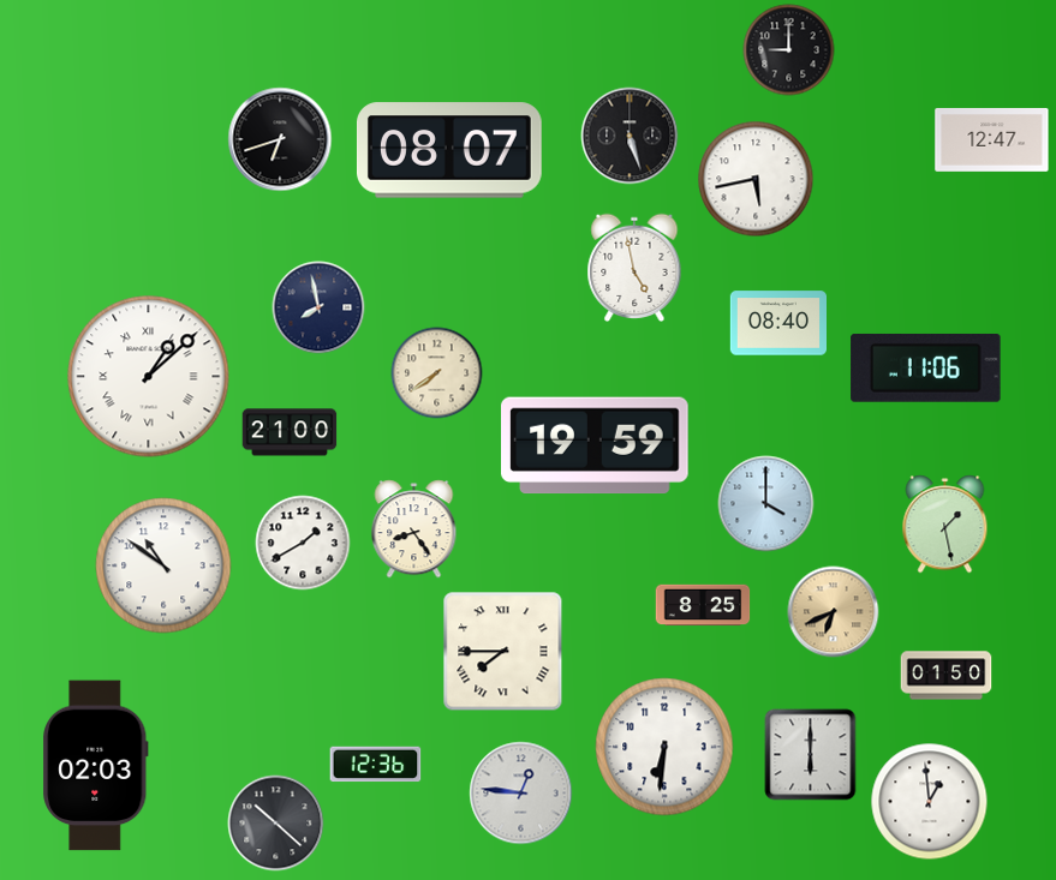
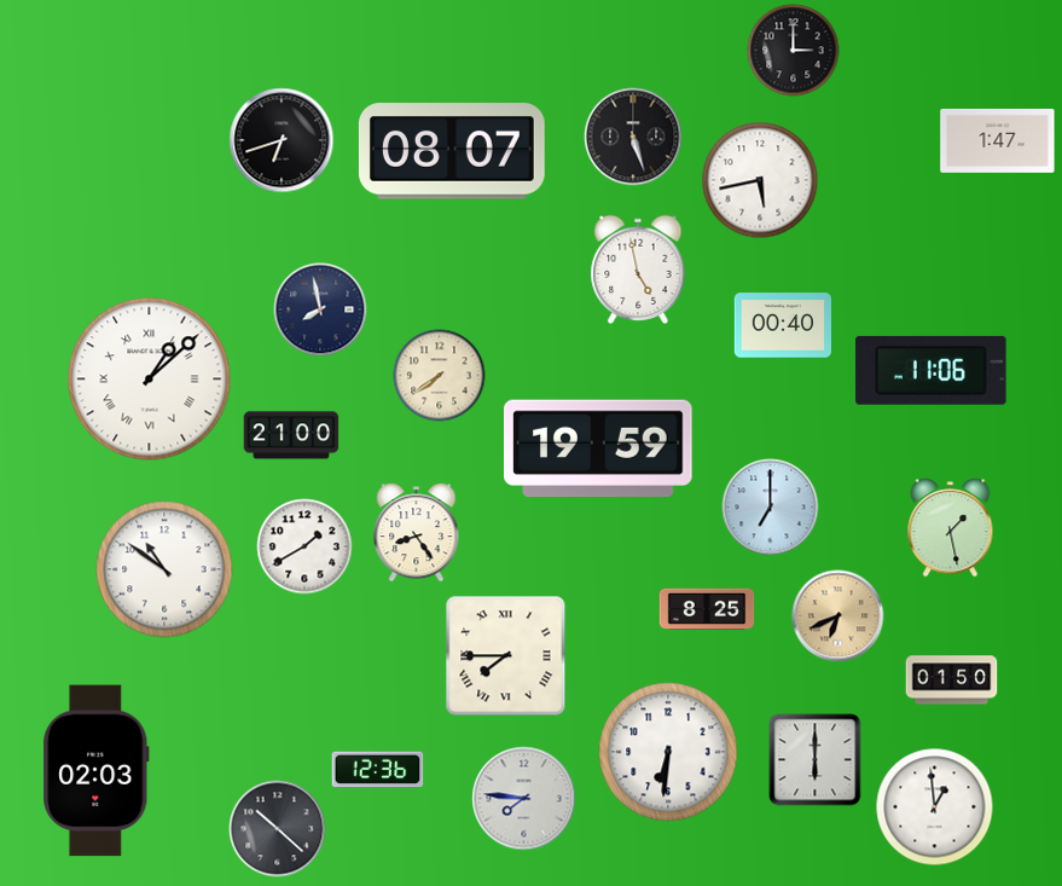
clock at (789, 50): 9:00 -> 3:00
clock at (992, 139): 12:47 -> 1:47
clock at (777, 323): 08:40 -> 00:40
clock at (766, 504): 4:00 -> 7:00
clock at (521, 794): 12:46 -> 7:46
